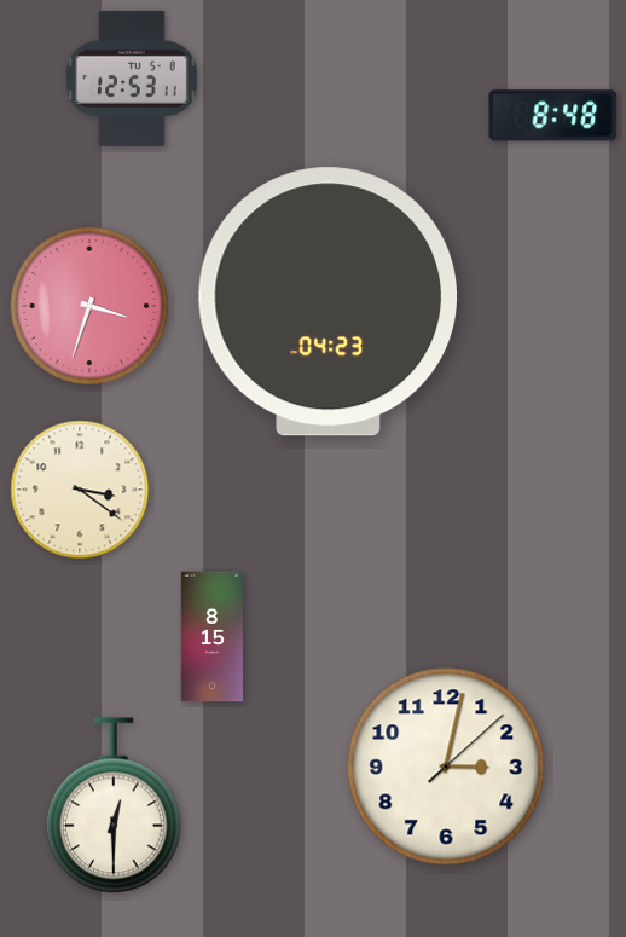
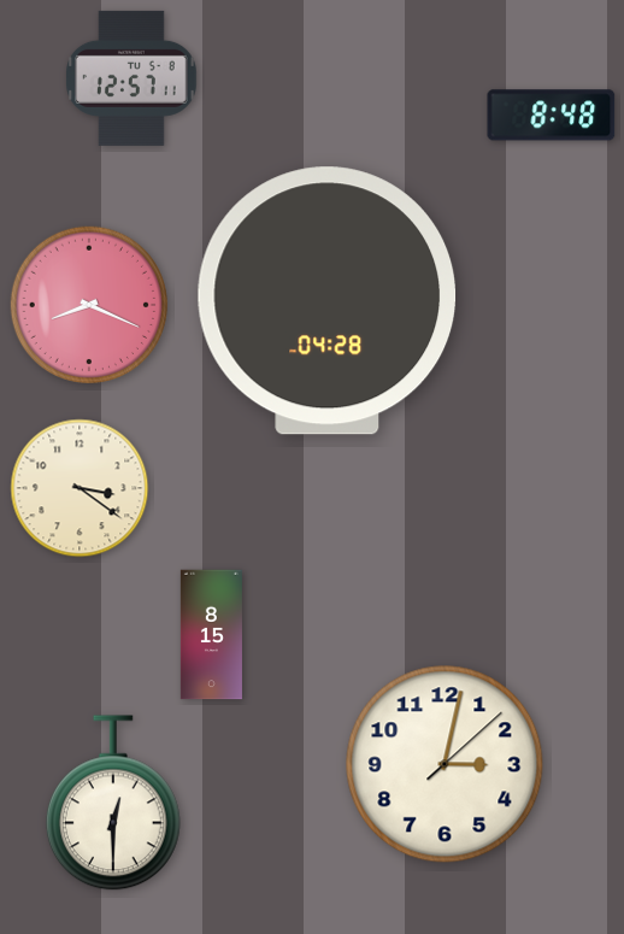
clock at (132, 79): 12:53 -> 12:57
clock at (329, 302): 04:23 -> 04:28
clock at (88, 305): 3:33 -> 8:19
